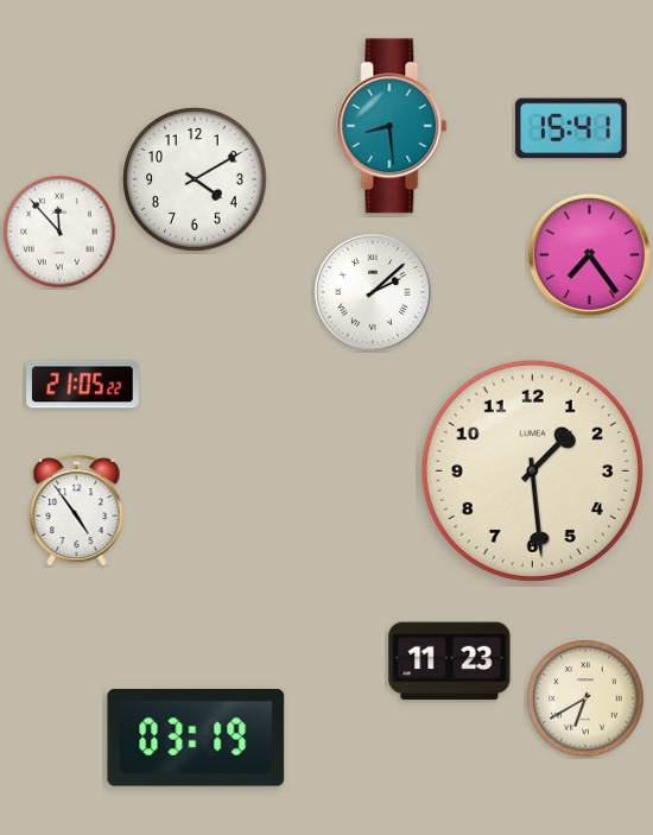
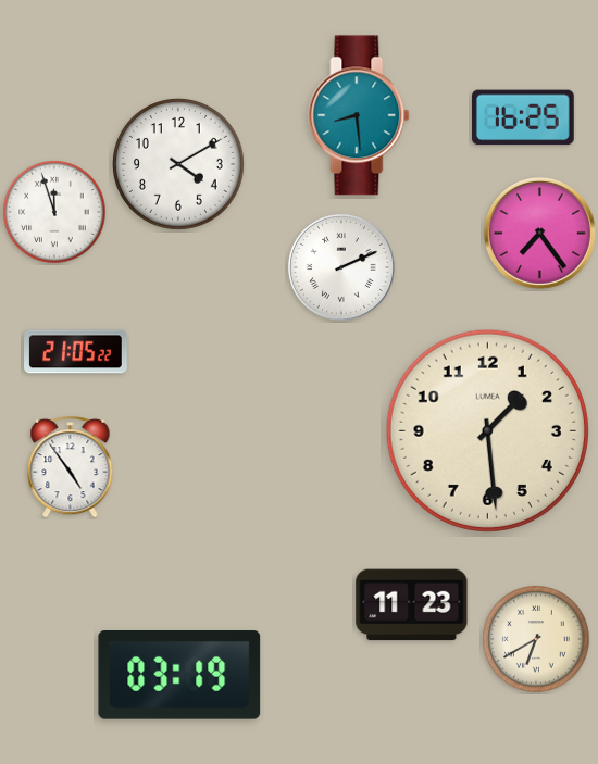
clock at (571, 128): 15:41 -> 16:25
clock at (59, 232): 11:53 -> 11:57
clock at (373, 292): 2:08 -> 2:11
